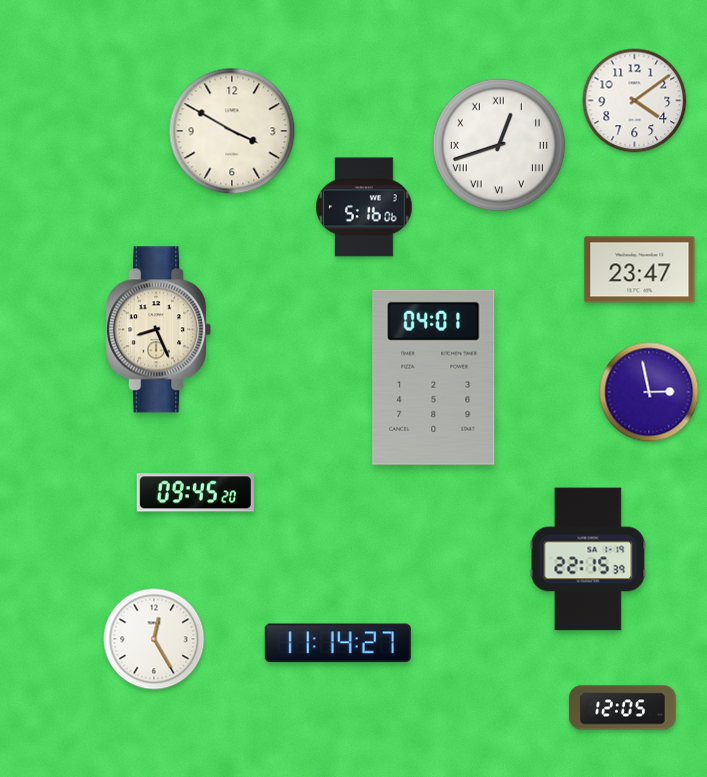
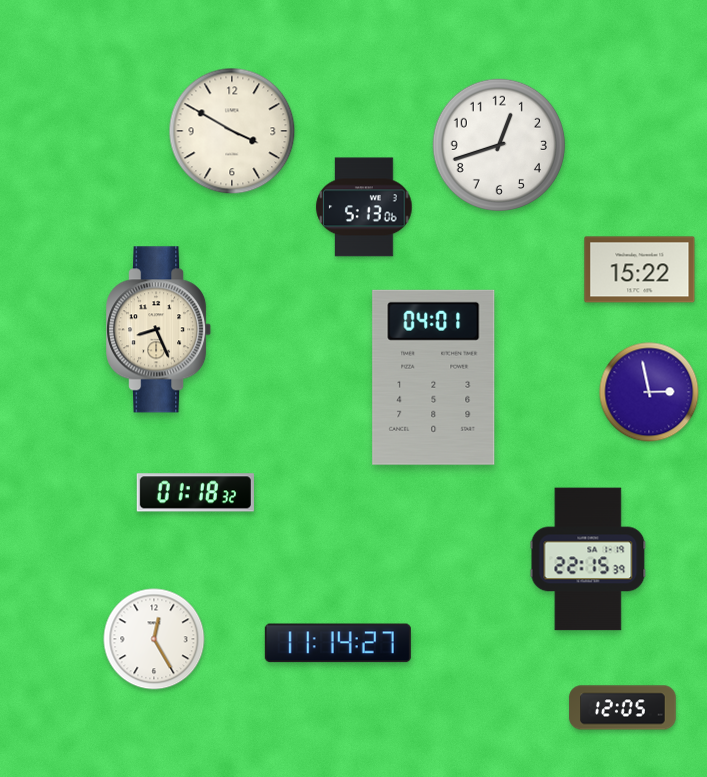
clock at (635, 101): 4:09 -> none
clock at (499, 145) numerals: Roman -> Arabic
clock at (364, 207): 5:16 -> 5:13
clock at (640, 270): 23:47 -> 15:22
clock at (195, 493): 09:45 -> 01:18
